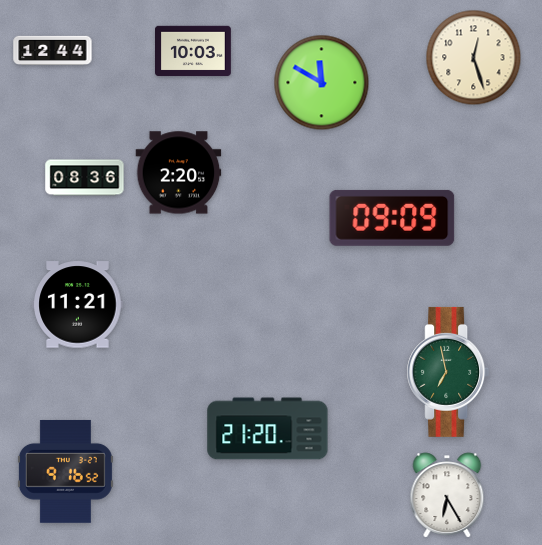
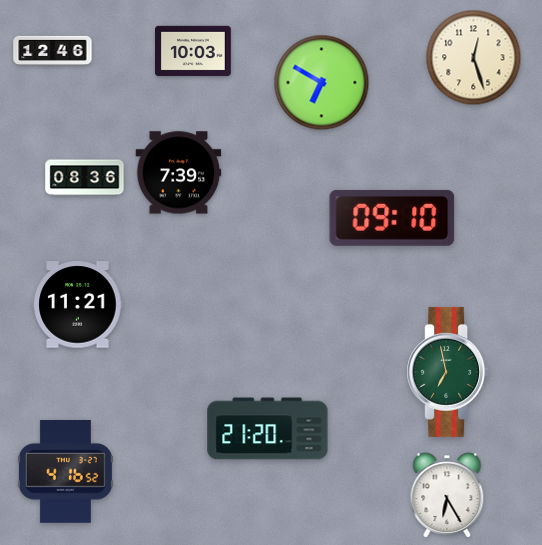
clock at (53, 50): 12:44 -> 12:46
clock at (322, 83): 11:50 -> 6:50
clock at (179, 173): 2:20 -> 7:39
clock at (392, 218): 09:09 -> 09:10
clock at (65, 471): 9:16 -> 4:16
